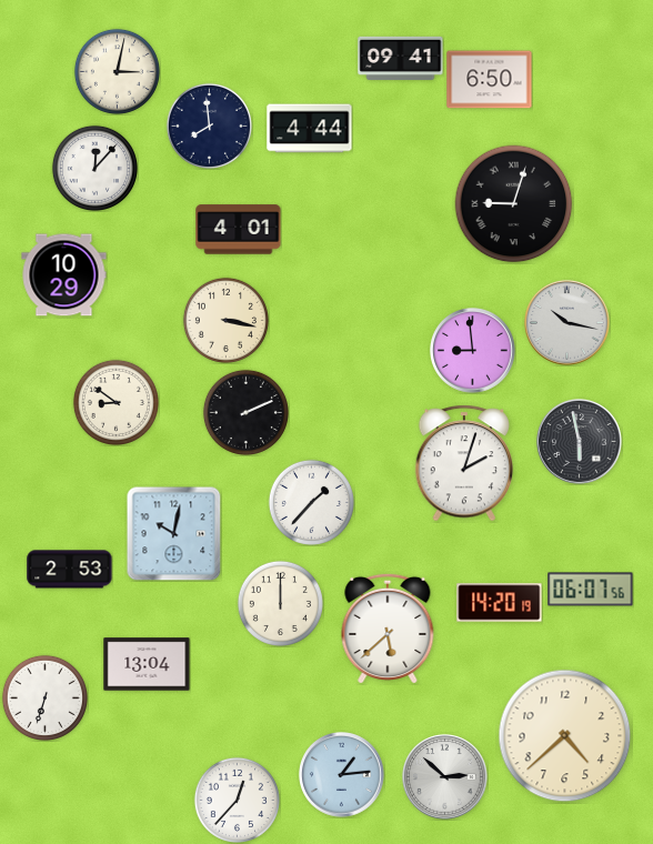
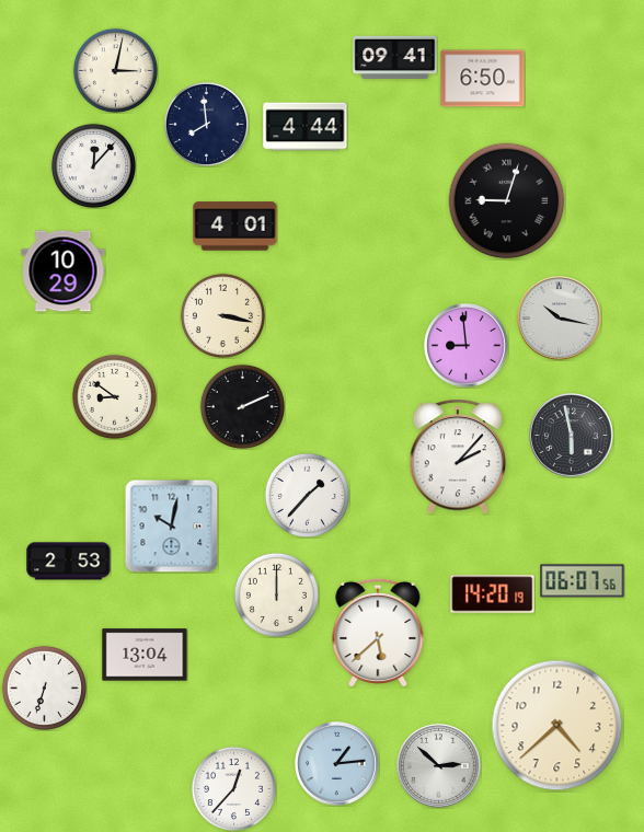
clock at (464, 463): 2:03 -> 2:07
clock at (388, 627) position: (388, 627) -> (378, 632)
